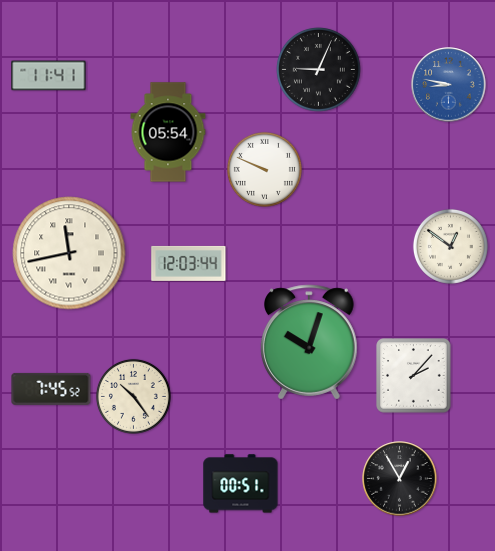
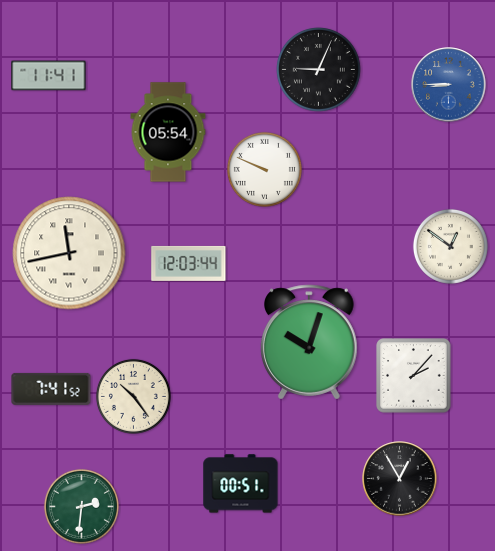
clock at (449, 85): 8:47 -> 8:45
clock at (51, 389): 7:45 -> 7:41
clock at (81, 506): none -> 2:31
